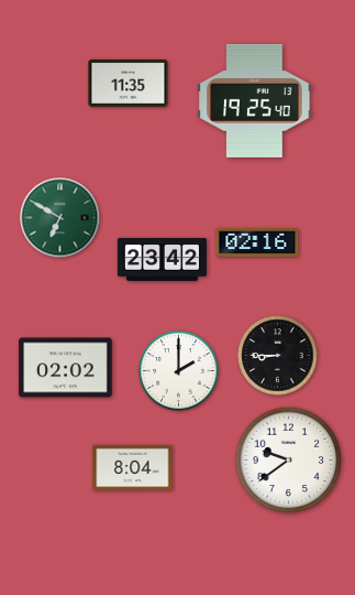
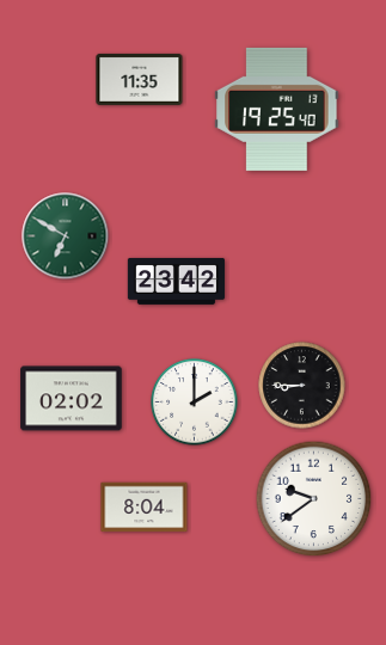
clock at (129, 83) position: (129, 83) -> (140, 79)
clock at (257, 242): 02:16 -> none
